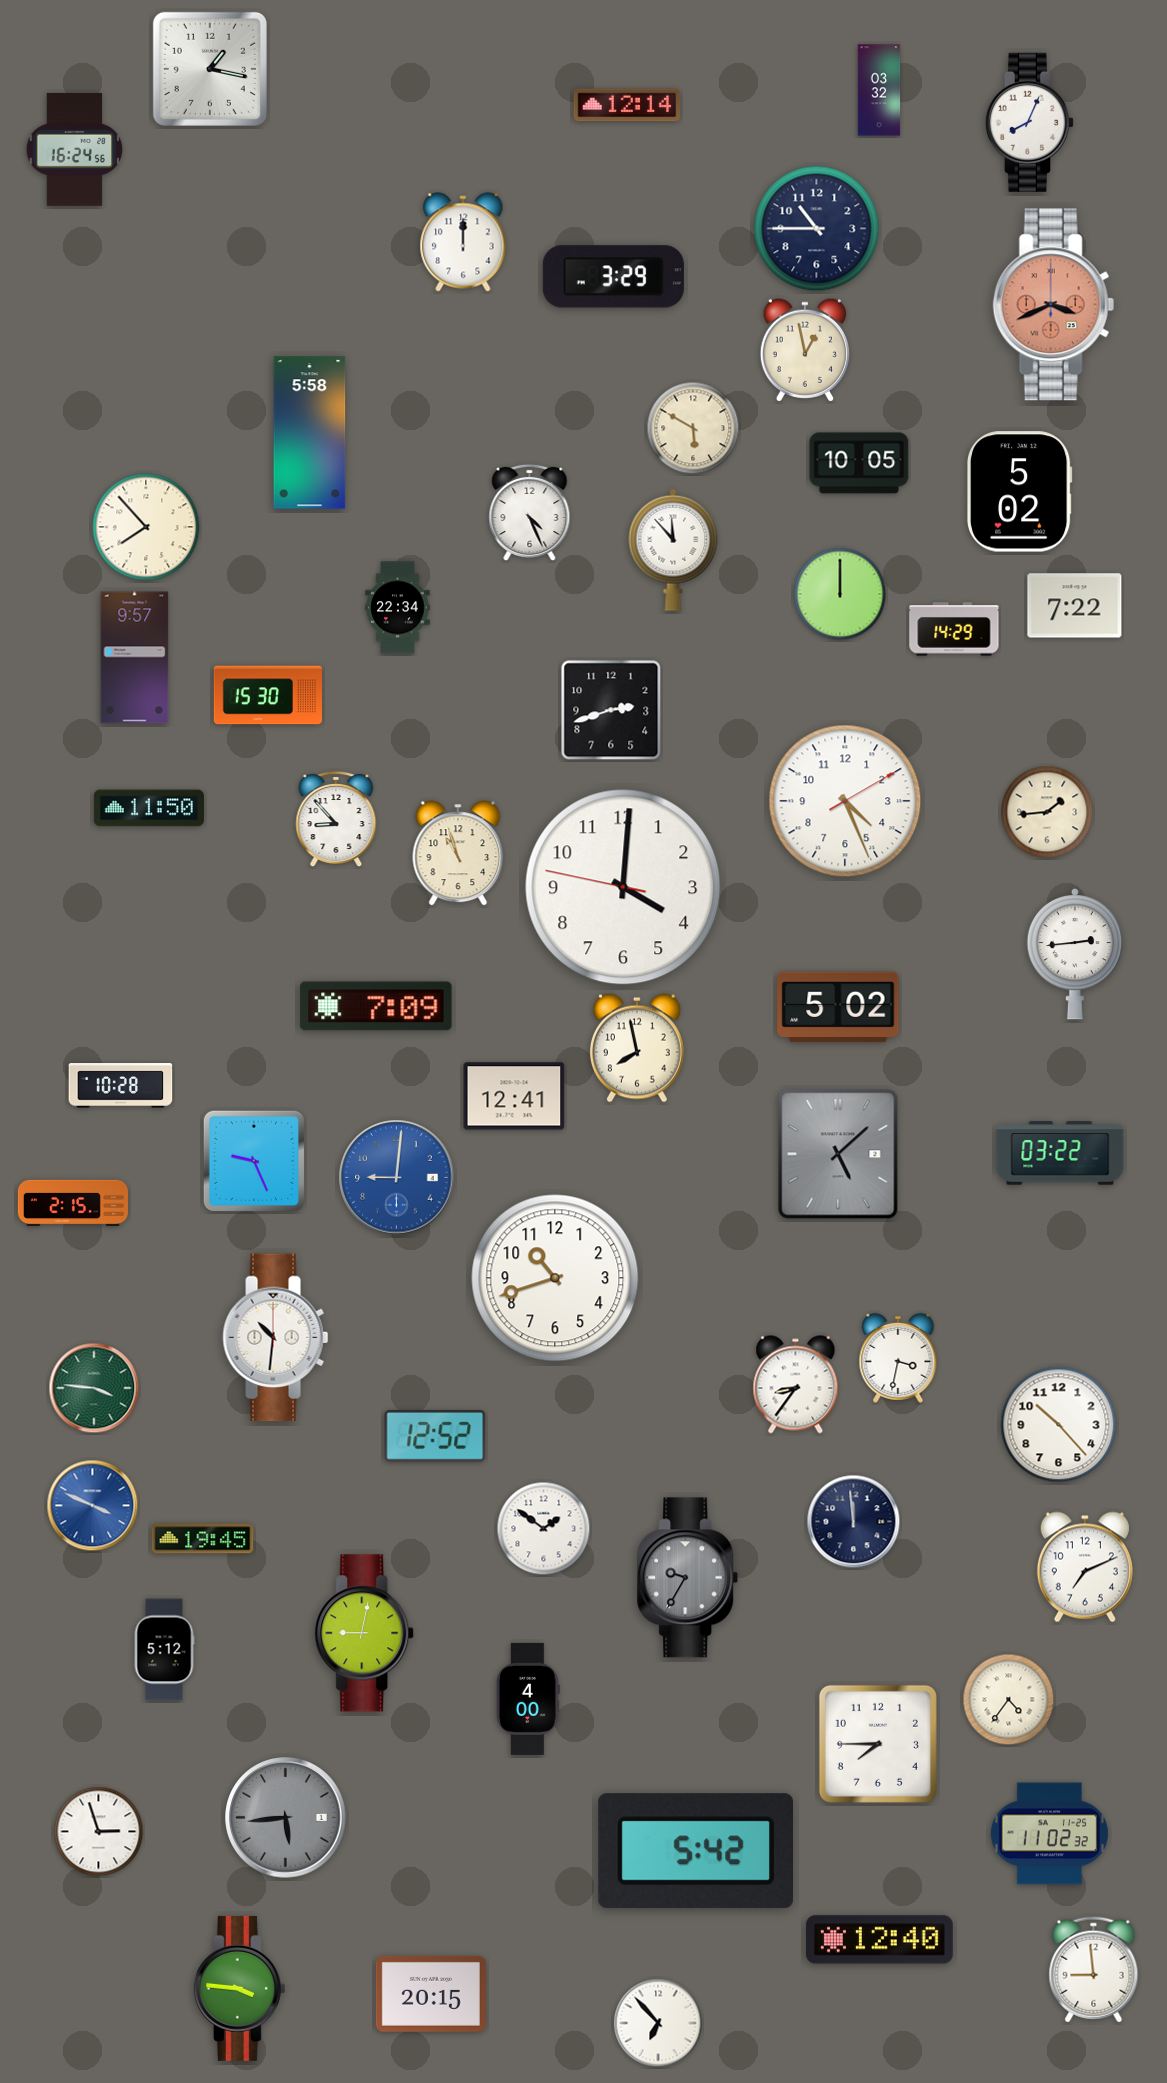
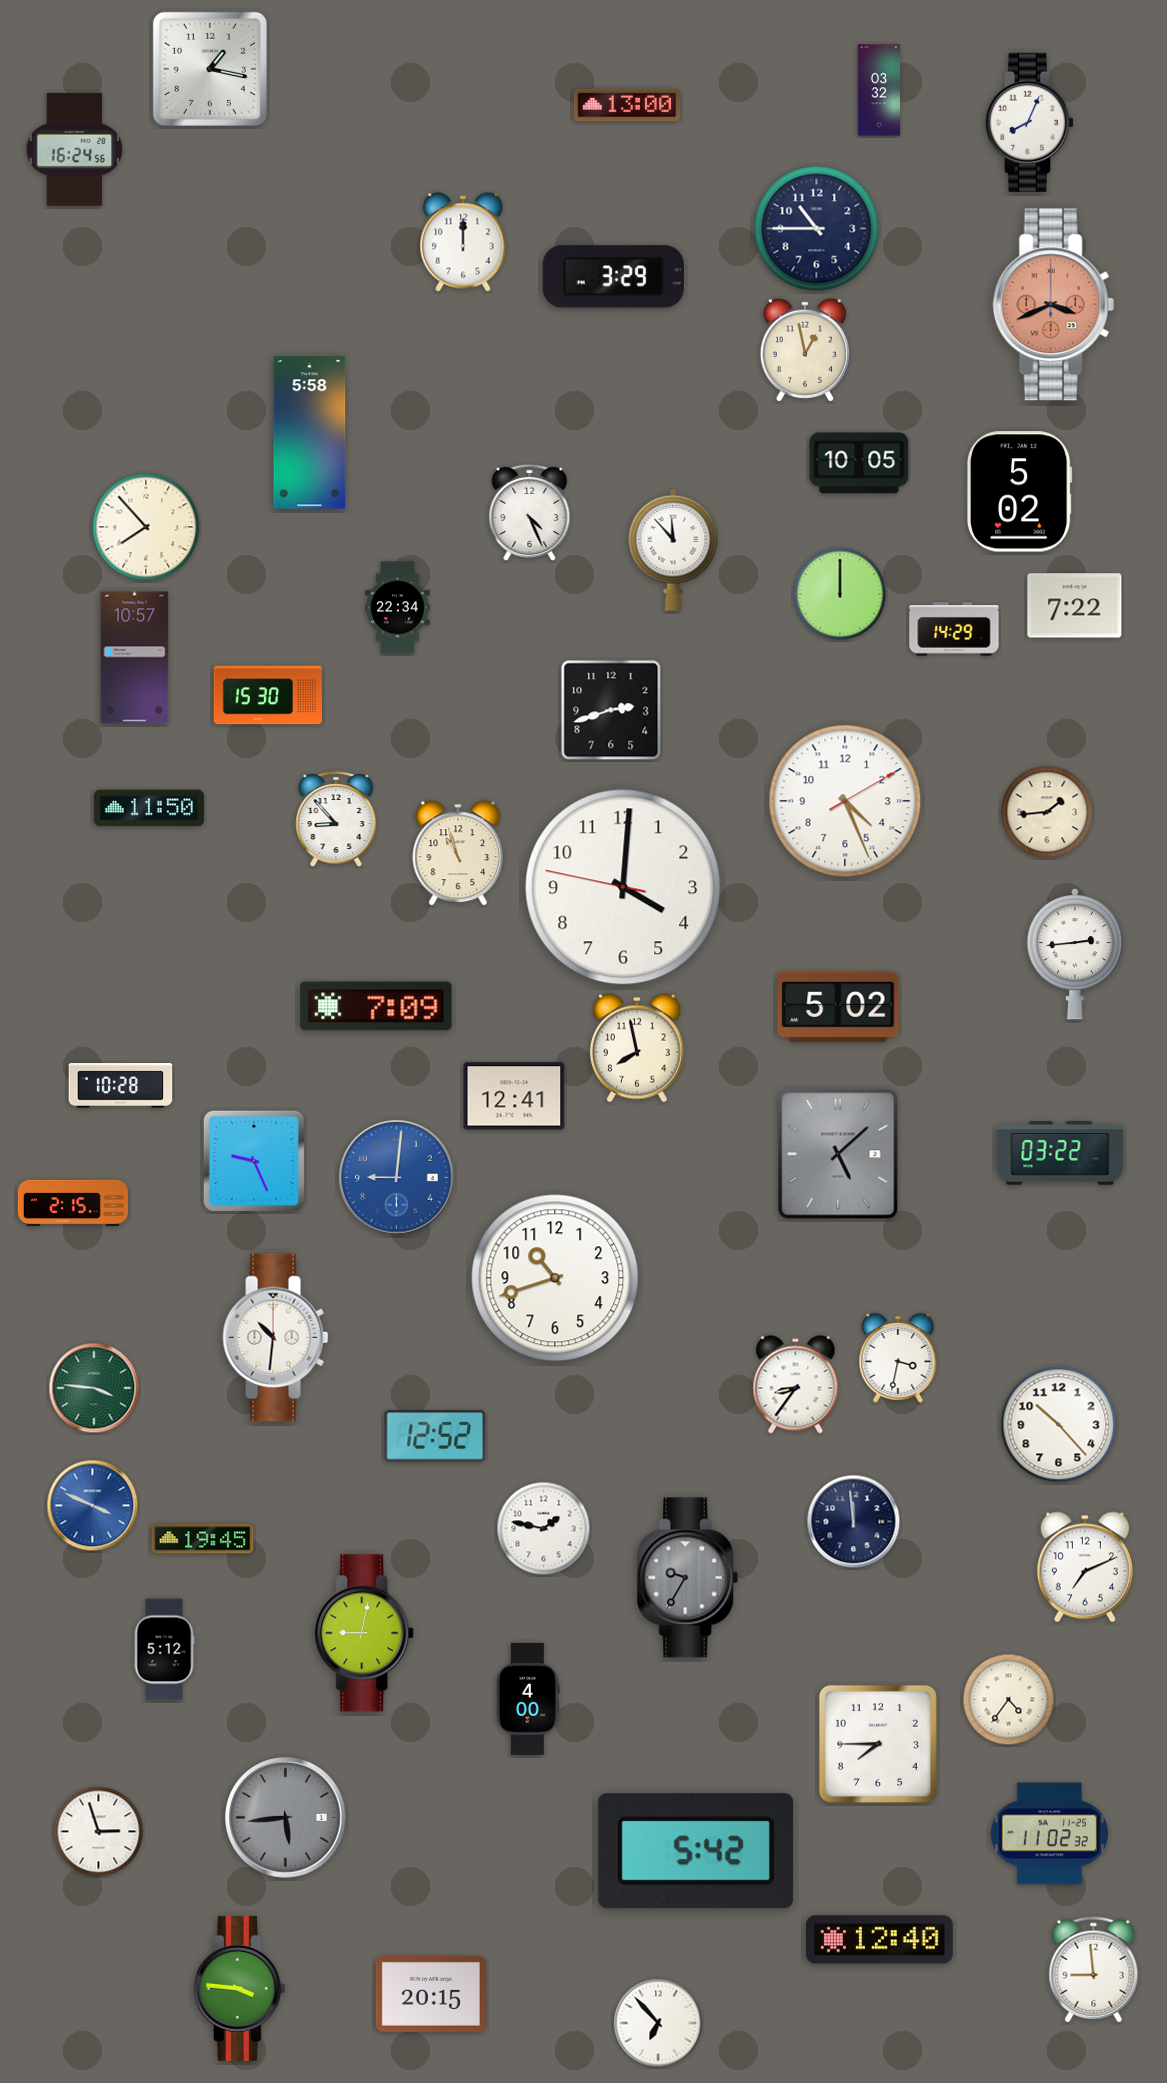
clock at (627, 105): 12:14 -> 13:00
clock at (693, 428): 5:50 -> none
clock at (135, 658): 9:57 -> 10:57
clock at (544, 1529): 1:51 -> 1:47
